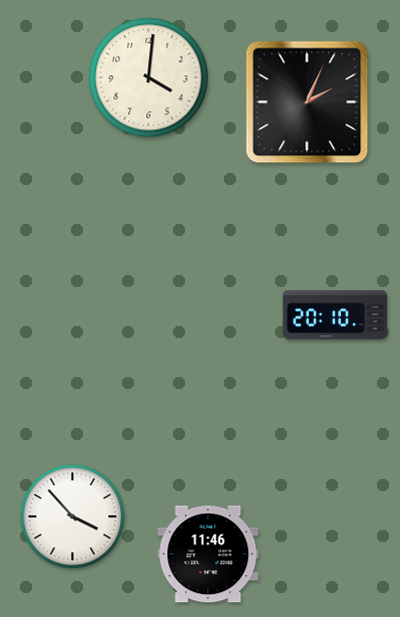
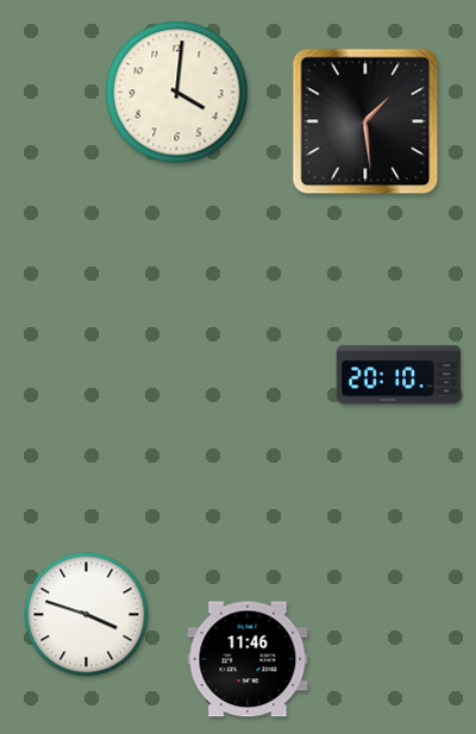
clock at (307, 102): 2:04 -> 1:29
clock at (73, 517): 3:53 -> 3:48
